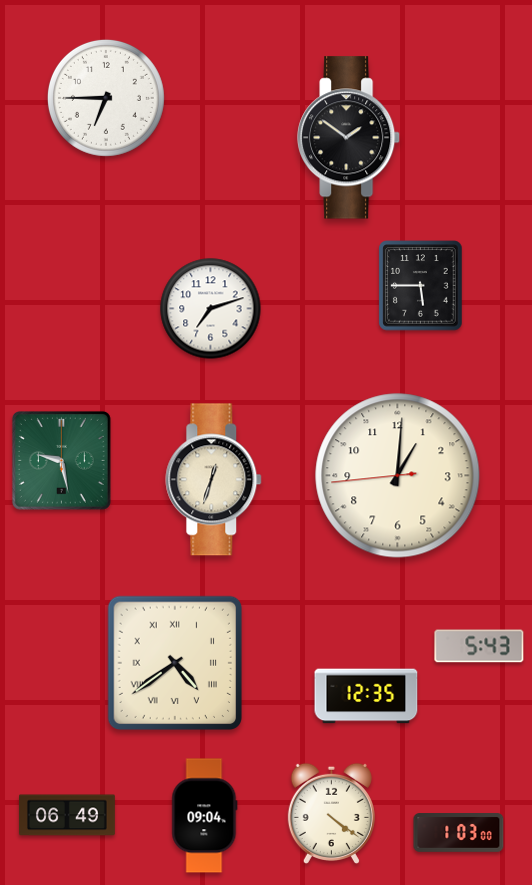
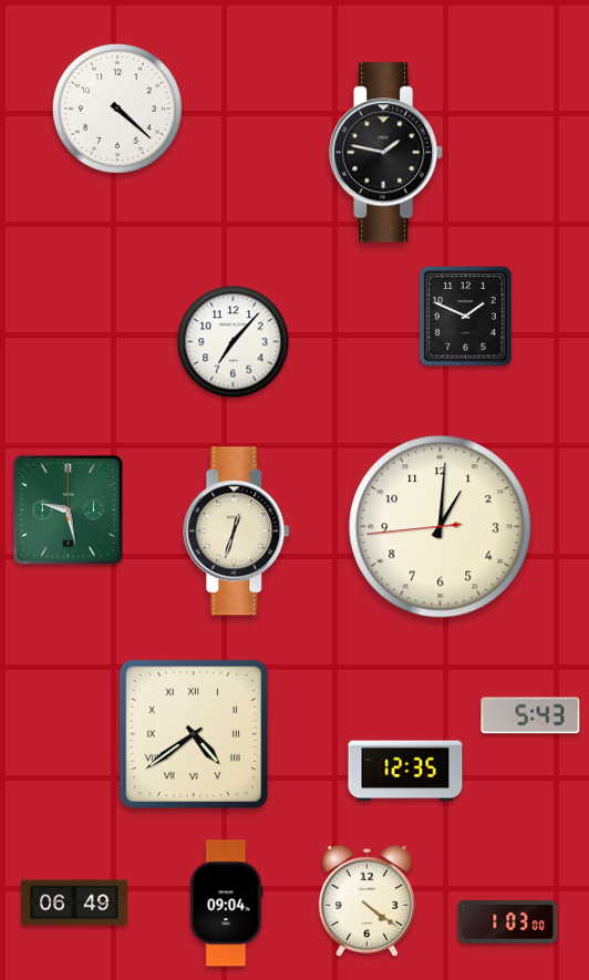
clock at (106, 98): 6:45 -> 4:22
clock at (350, 138): 1:51 -> 1:47
clock at (421, 286): 5:45 -> 1:49
clock at (211, 309): 7:12 -> 7:07
